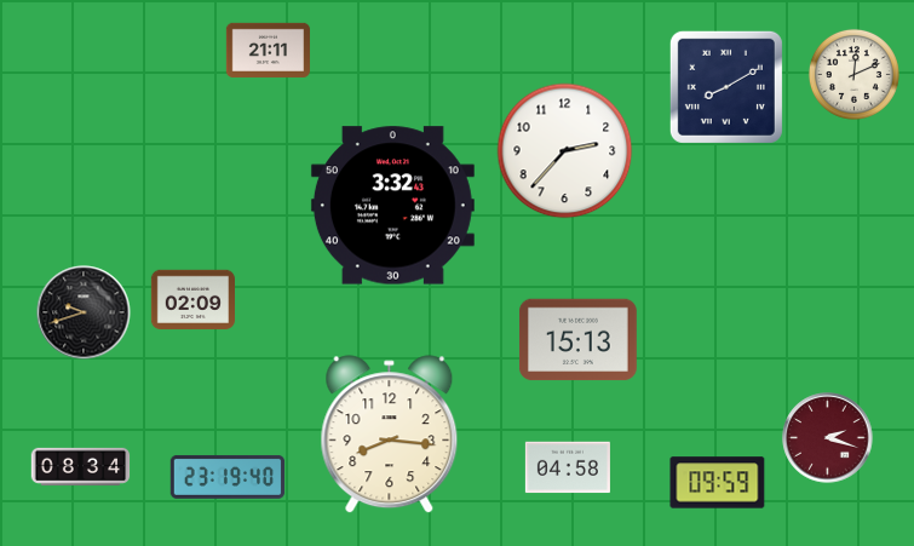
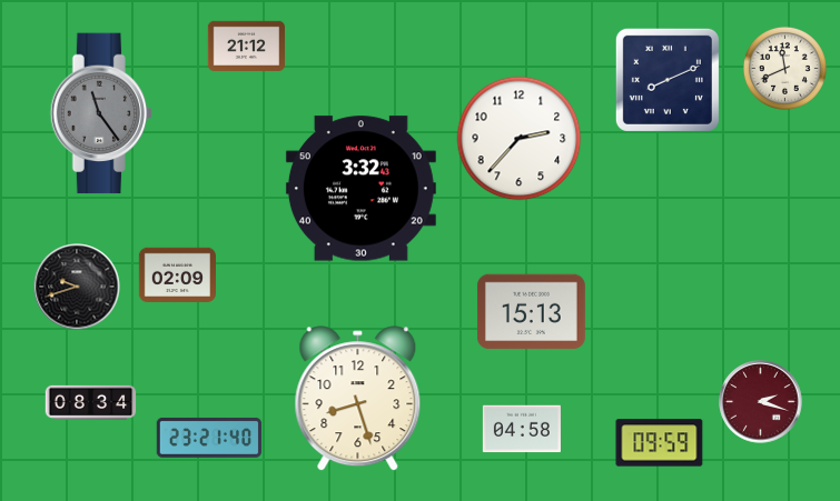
clock at (268, 50): 21:11 -> 21:12
clock at (853, 74): 12:11 -> 11:41
clock at (726, 87): 8:10 -> 8:11
clock at (101, 113): none -> 11:24
clock at (390, 435): 8:16 -> 8:27
clock at (81, 466) position: (81, 466) -> (91, 402)
clock at (228, 477): 23:19 -> 23:21
